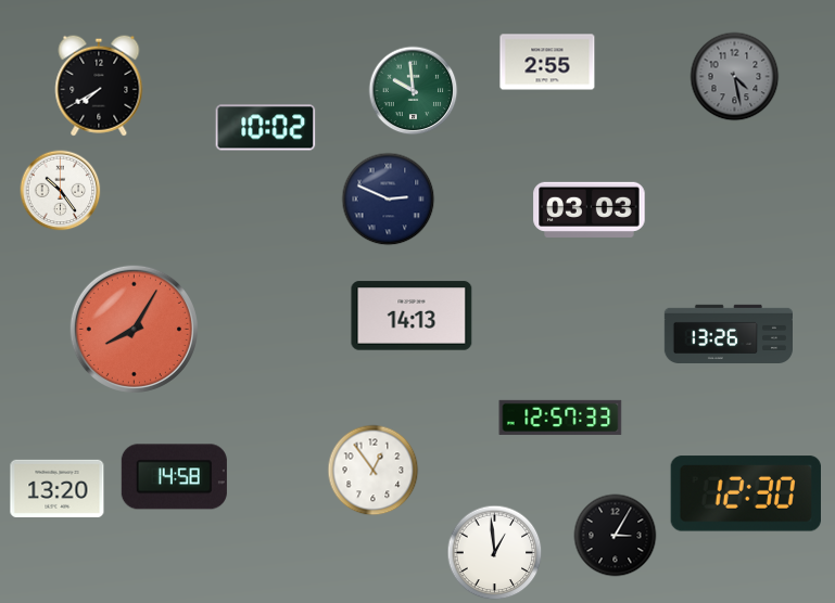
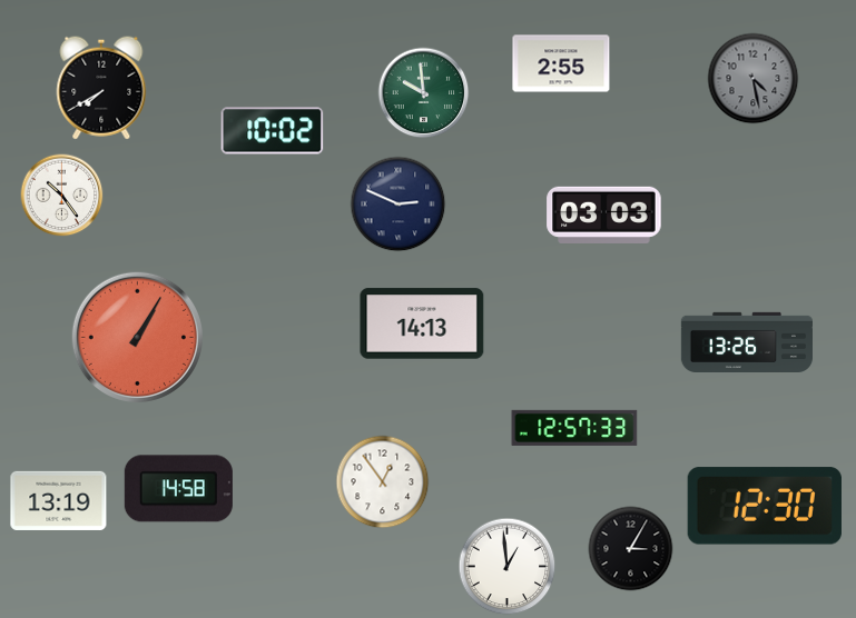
clock at (134, 329): 8:05 -> 1:05
clock at (58, 488): 13:20 -> 13:19
